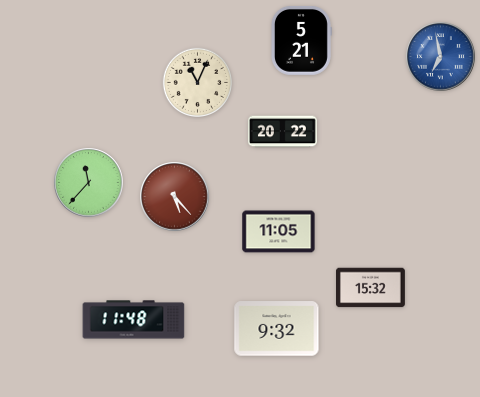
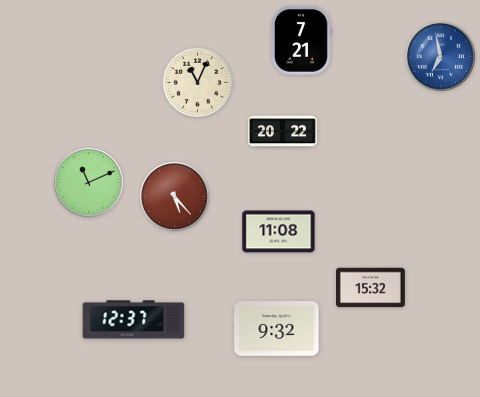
clock at (302, 40): 5:21 -> 7:21
clock at (89, 183): 11:37 -> 11:11
clock at (279, 232): 11:05 -> 11:08
clock at (134, 320): 11:48 -> 12:37
